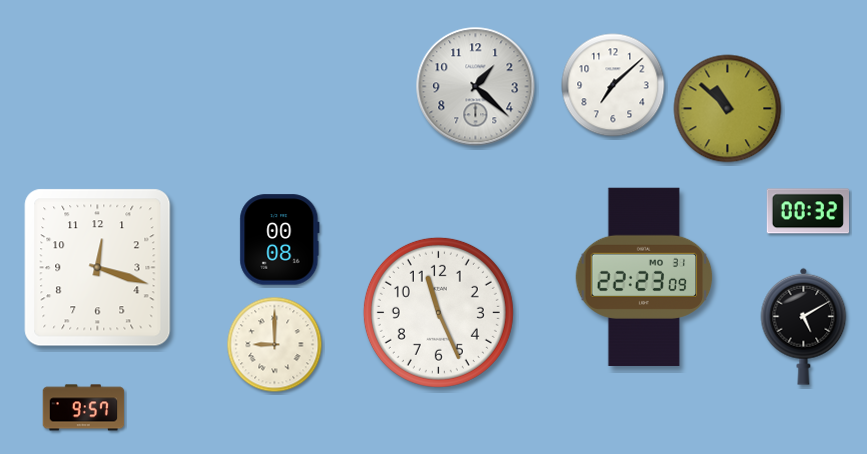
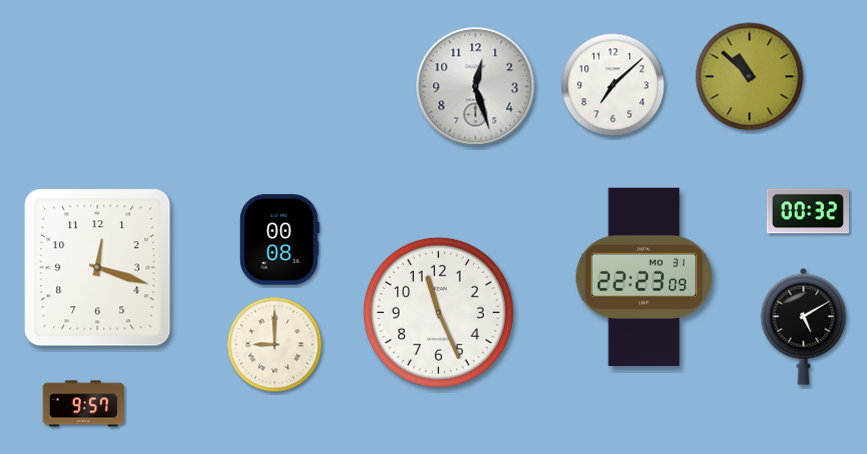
clock at (476, 87): 1:22 -> 12:27
clock at (728, 109) position: (728, 109) -> (750, 77)
clock at (84, 408) position: (84, 408) -> (84, 404)
